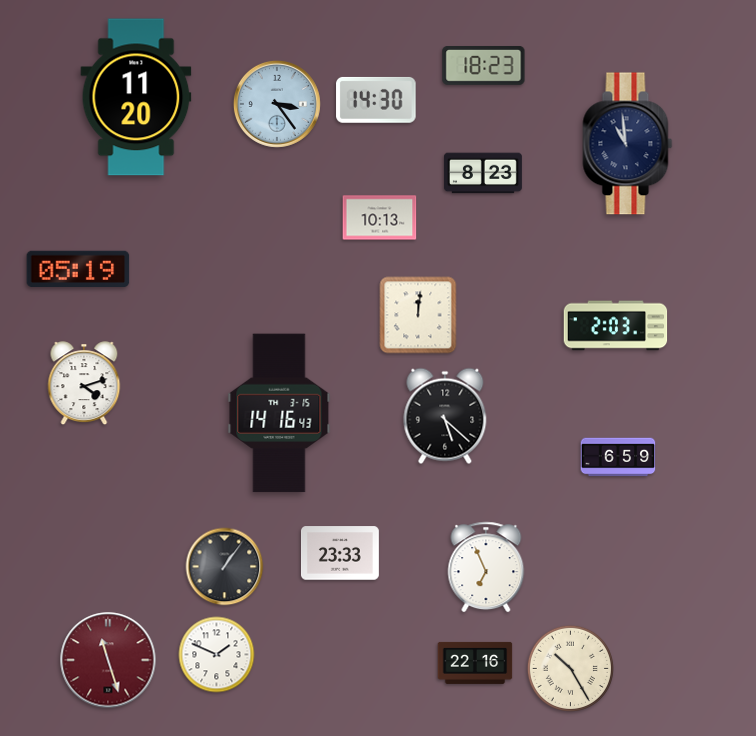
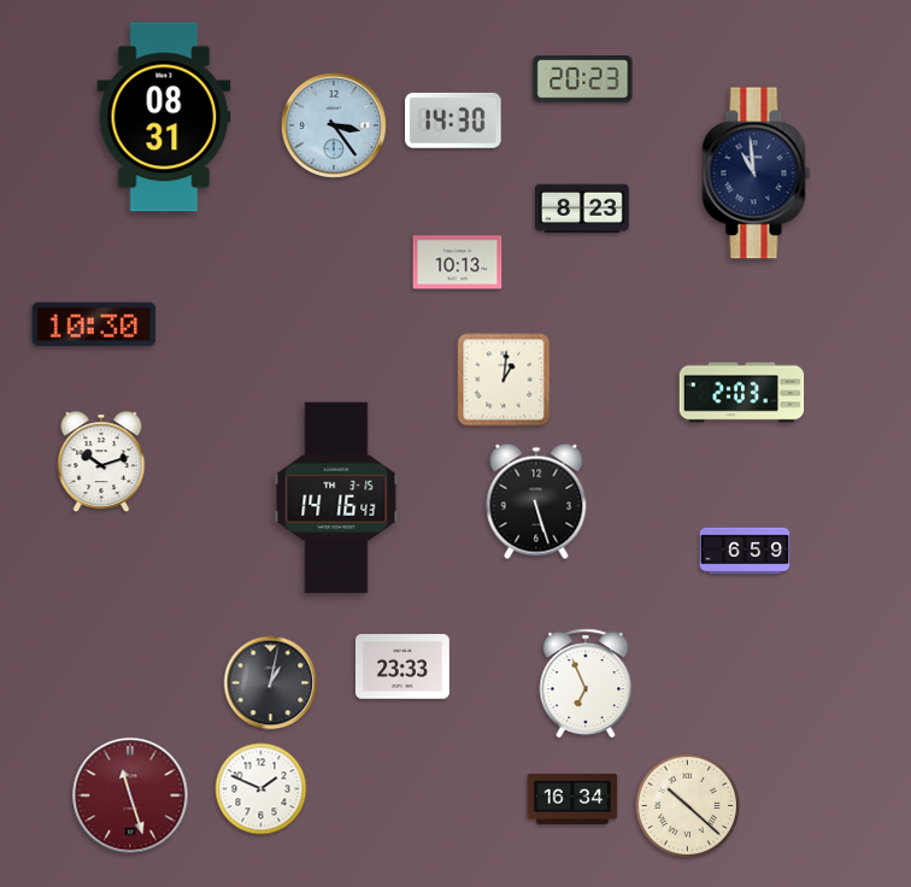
clock at (484, 66): 18:23 -> 20:23
clock at (136, 97): 11:20 -> 08:31
clock at (78, 268): 05:19 -> 10:30
clock at (418, 315): 12:01 -> 1:01
clock at (84, 384): 4:12 -> 10:12
clock at (445, 416): 5:22 -> 5:27
clock at (340, 553) position: (340, 553) -> (402, 666)
clock at (225, 567): 1:06 -> 1:02
clock at (475, 663): 22:16 -> 16:34
clock at (570, 668): 10:25 -> 10:22
